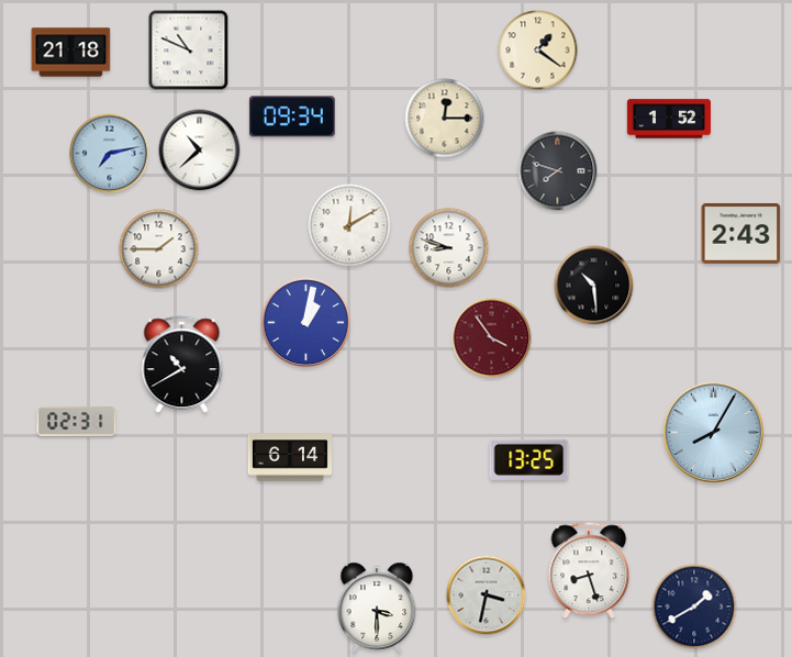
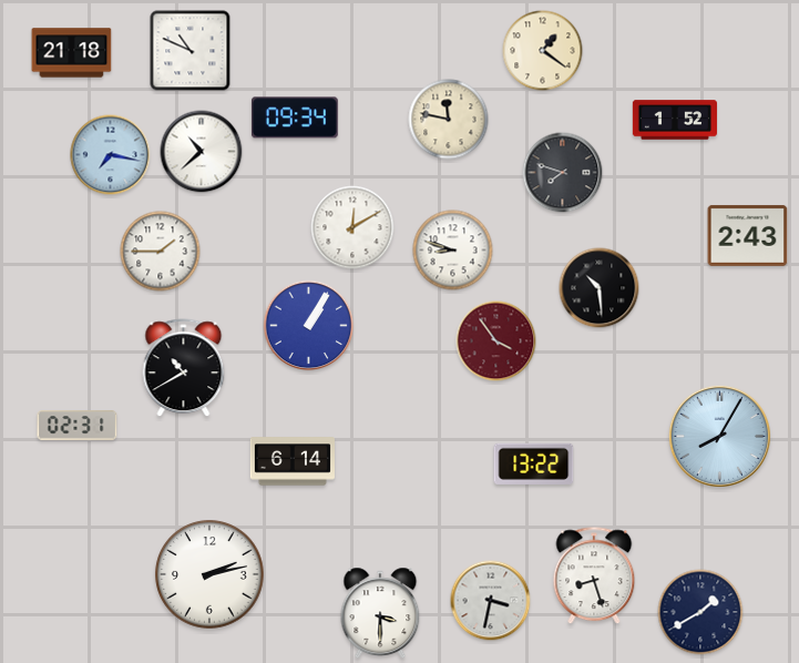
clock at (445, 119): 12:15 -> 11:47
clock at (110, 154): 7:13 -> 7:17
clock at (306, 323): 1:02 -> 1:05
clock at (529, 459): 13:25 -> 13:22
clock at (209, 574): none -> 2:13
